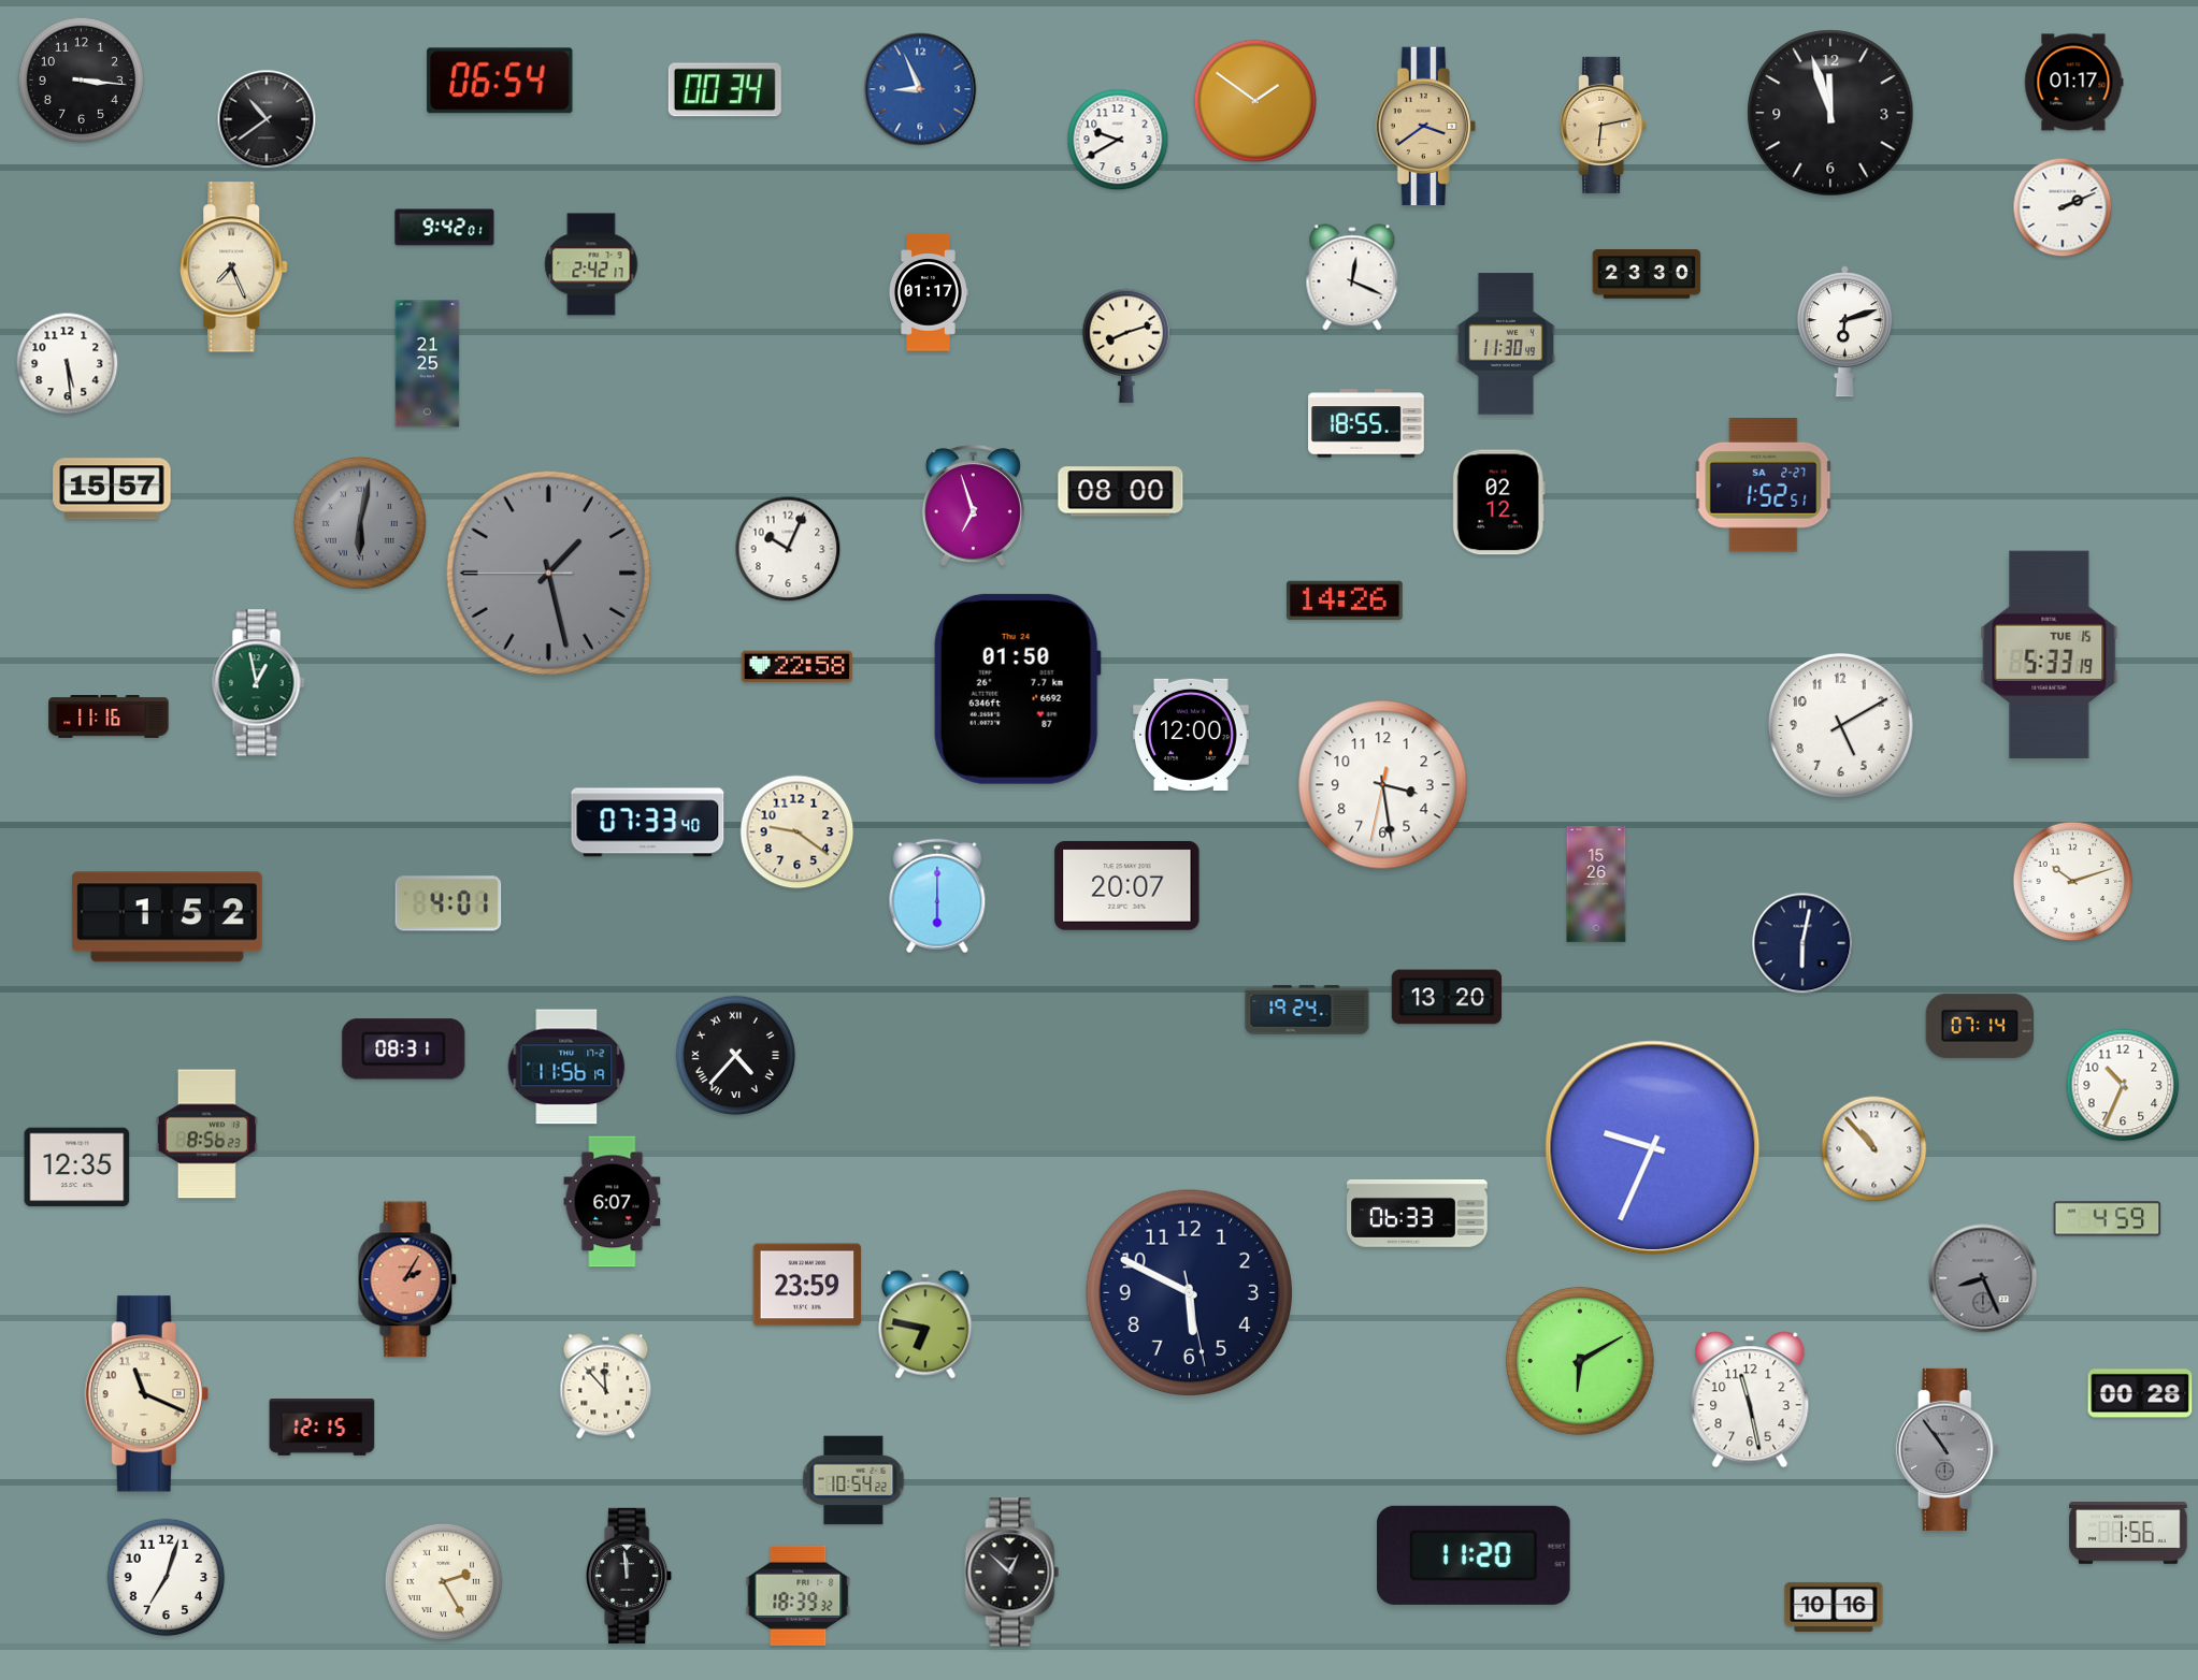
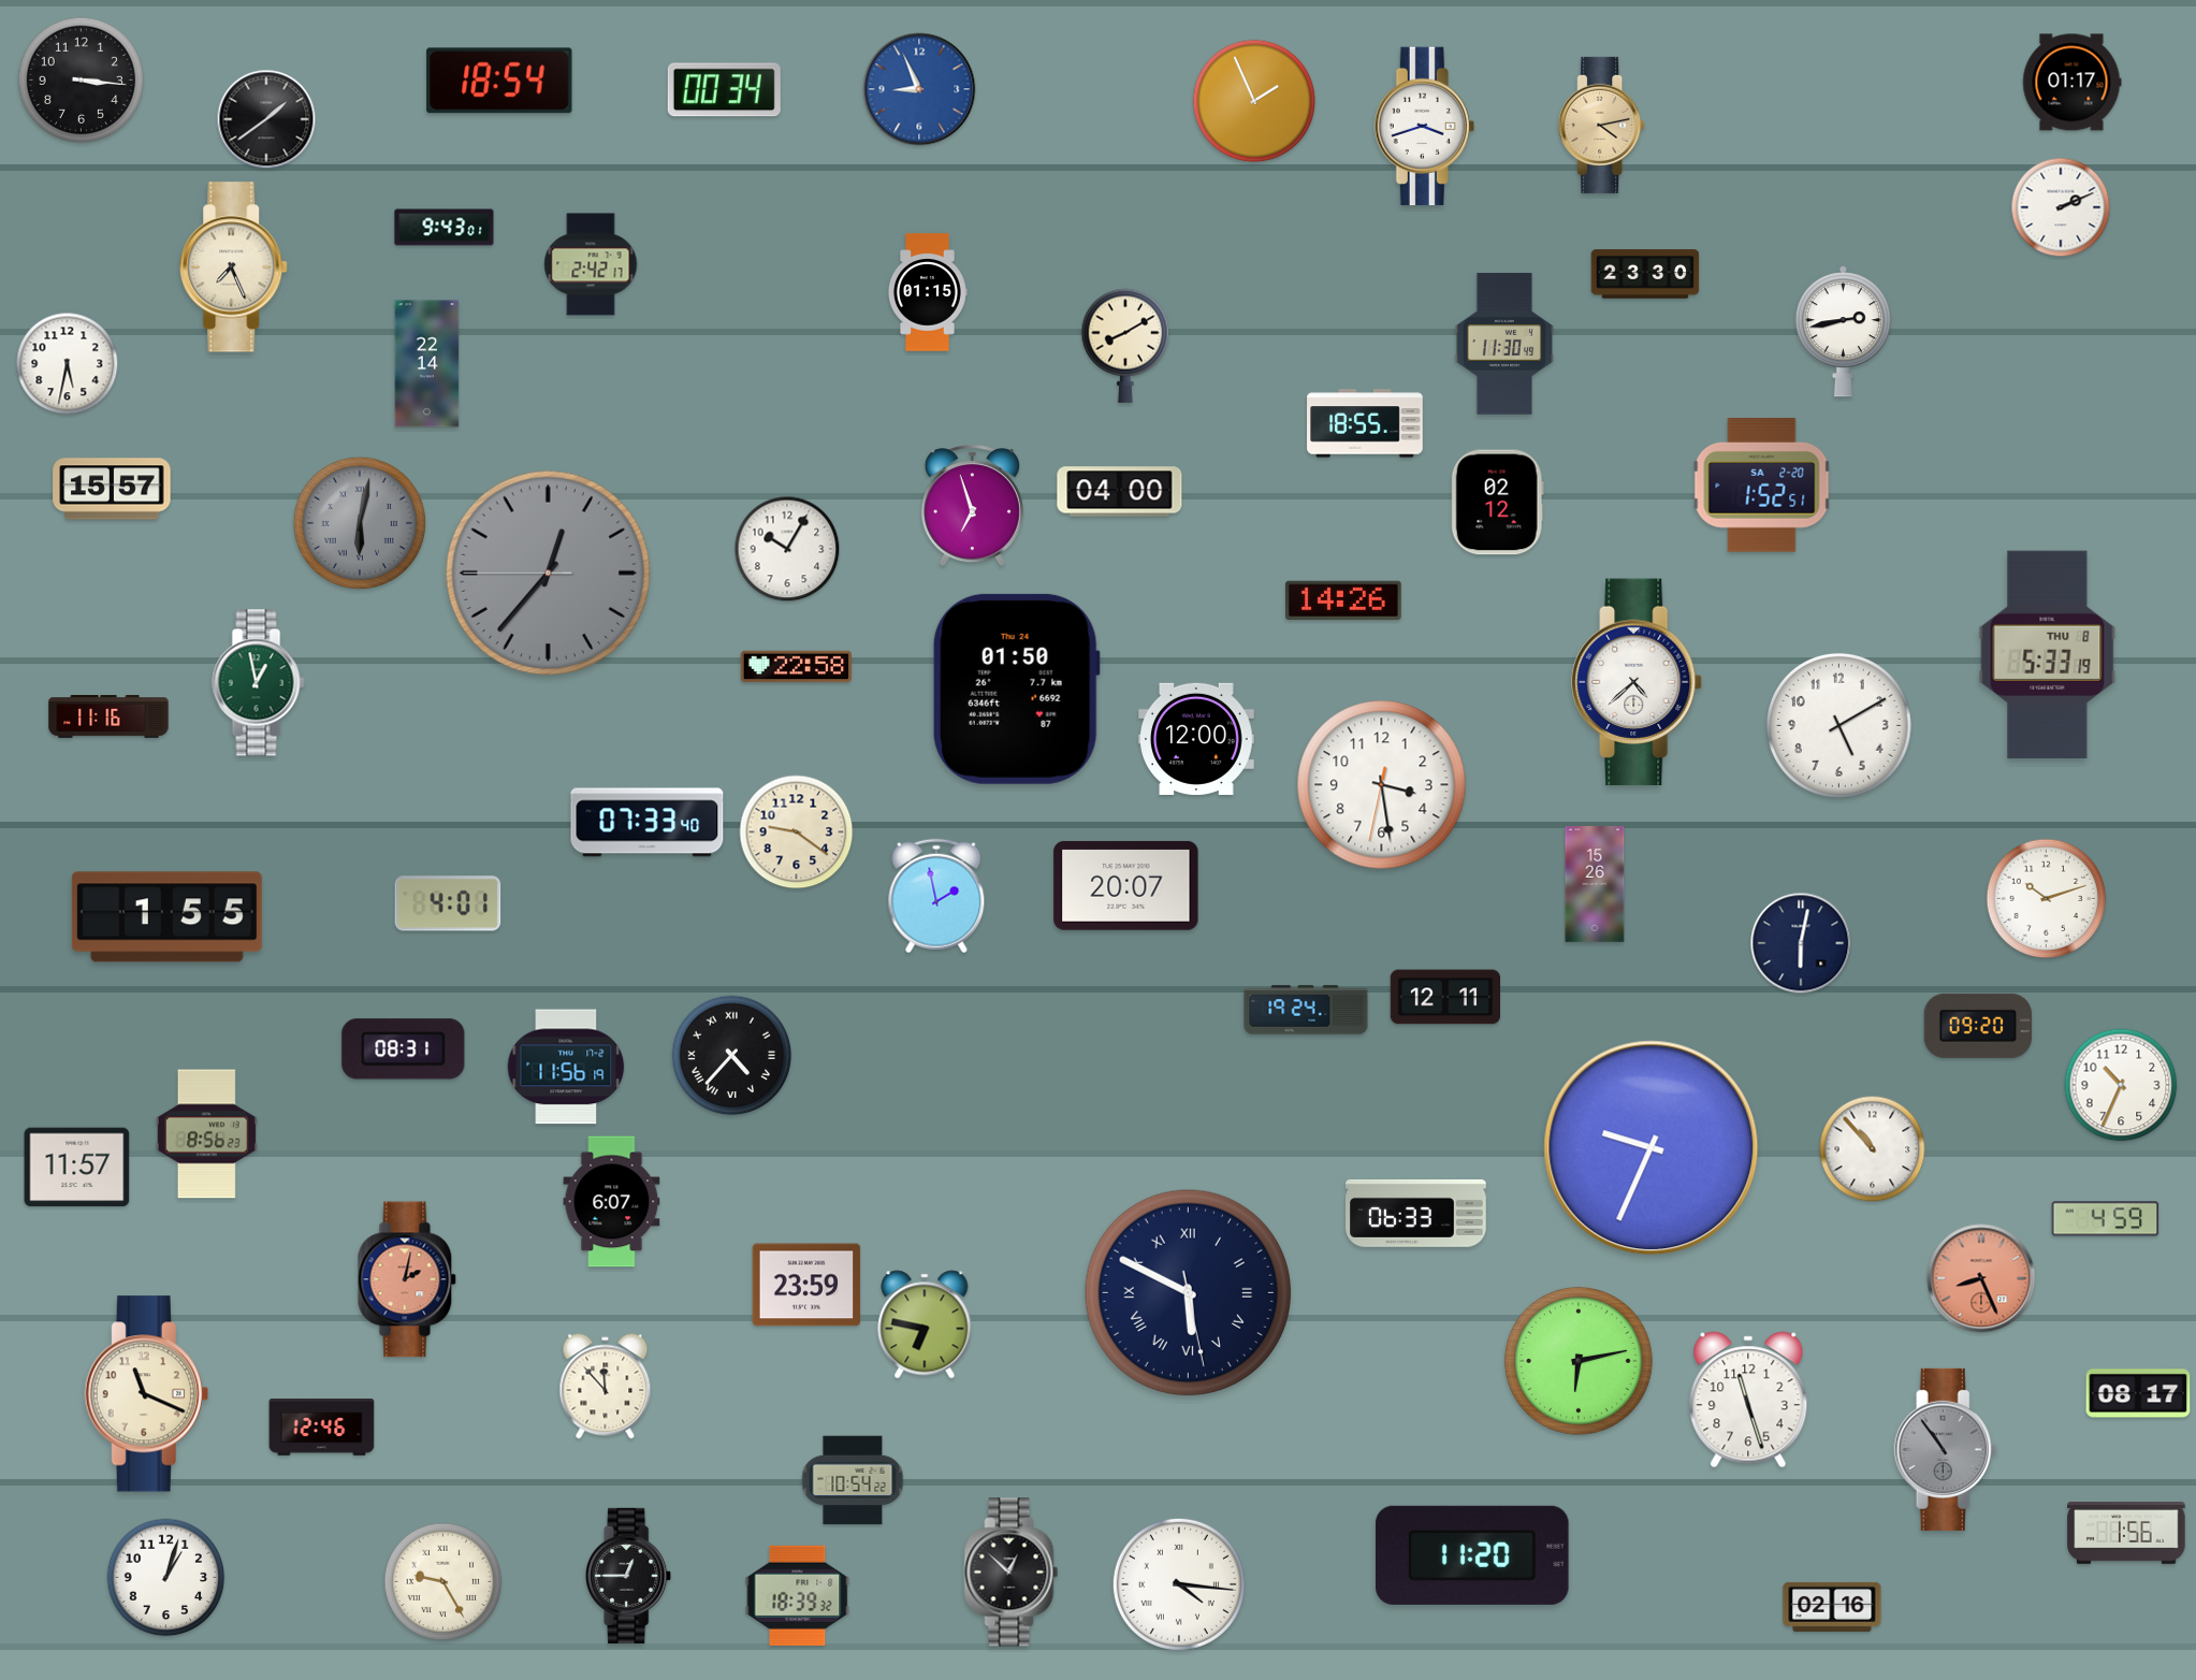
clock at (500, 81): 06:54 -> 18:54
clock at (1255, 101): 1:51 -> 1:56
clock at (1830, 113): 11:57 -> none
clock at (267, 119): 10:39 -> 1:39
clock at (1604, 125): 6:13 -> 4:13
clock at (1425, 127): 3:39 -> 3:42
clock at (1425, 127) dial: champagne -> white
clock at (1118, 140): 9:40 -> none
clock at (445, 228): 9:42 -> 9:43
clock at (1352, 277): 12:19 -> none
clock at (928, 292): 01:17 -> 01:15
clock at (1844, 332): 6:12 -> 2:43
clock at (1126, 346): 8:12 -> 8:10
clock at (68, 364): 5:29 -> 5:32
clock at (428, 364): 21:25 -> 22:14
clock at (1764, 486) date: SA 2-27 -> SA 2-20
clock at (1121, 492): 08:00 -> 04:00
clock at (788, 549): 10:04 -> 10:05
clock at (549, 574): 1:27 -> 12:36
clock at (2050, 655) date: TUE 15 -> THU 8
clock at (1637, 682): none -> 4:38
clock at (1191, 735) position: (1191, 735) -> (1196, 739)
clock at (2073, 882) position: (2073, 882) -> (2047, 899)
clock at (937, 896): 6:00 -> 1:58
clock at (167, 917): 1:52 -> 1:55
clock at (1446, 997): 13:20 -> 12:11
clock at (1980, 1026): 07:14 -> 09:20
clock at (736, 1056) position: (736, 1056) -> (732, 1056)
clock at (77, 1168): 12:35 -> 11:57
clock at (1983, 1278) dial: grey -> salmon
clock at (407, 1279): 2:05 -> 2:02
clock at (1190, 1293) numerals: Arabic -> Roman
clock at (1580, 1361): 6:10 -> 6:13
clock at (2140, 1393): 00:28 -> 08:17
clock at (1750, 1400): 11:28 -> 11:27
clock at (322, 1428): 12:15 -> 12:46
clock at (630, 1576): 11:59 -> 12:45
clock at (167, 1578): 7:03 -> 1:03
clock at (444, 1582): 2:25 -> 9:25
clock at (1179, 1584): none -> 4:16
clock at (1834, 1607): 10:16 -> 02:16
